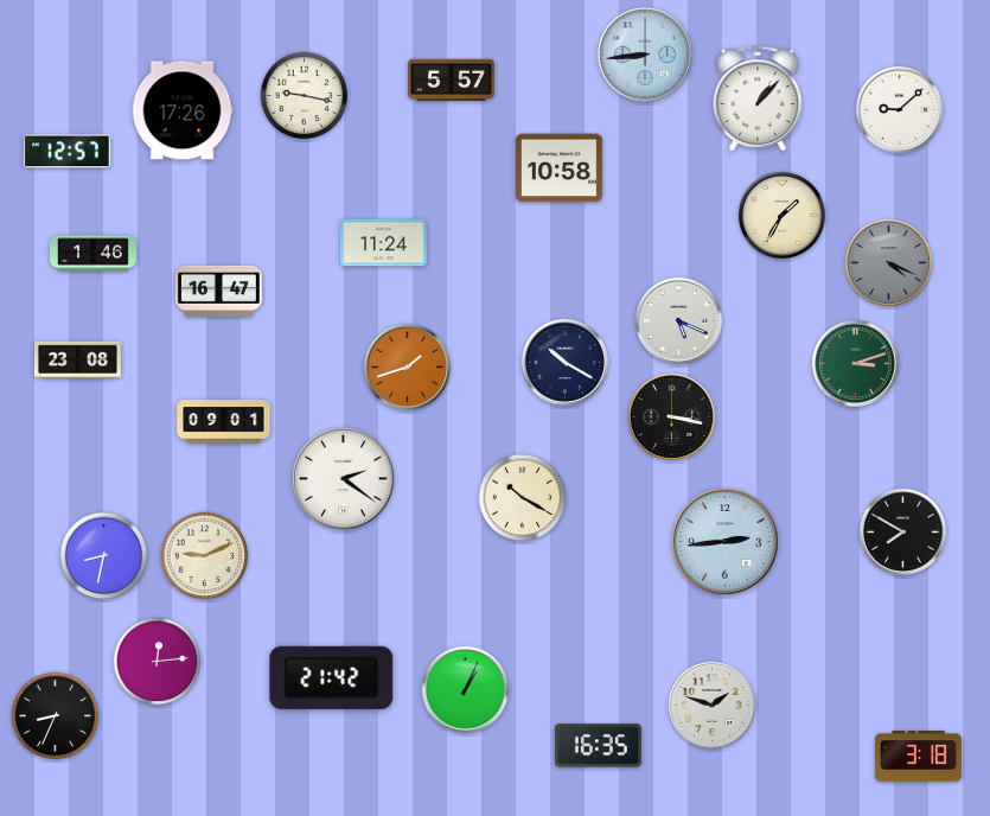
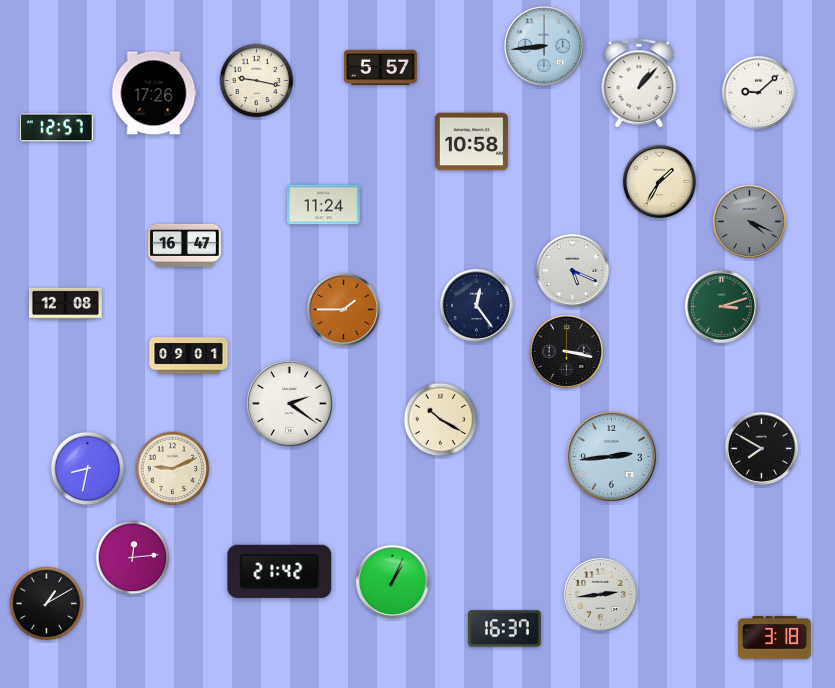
clock at (94, 254): 1:46 -> none
clock at (77, 359): 23:08 -> 12:08
clock at (564, 362): 10:20 -> 12:24
clock at (407, 366): 1:42 -> 1:45
clock at (711, 705): 1:48 -> 2:44
clock at (56, 716): 8:34 -> 1:10
clock at (598, 746): 16:35 -> 16:37
